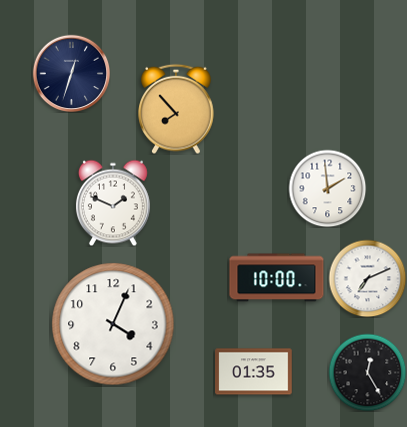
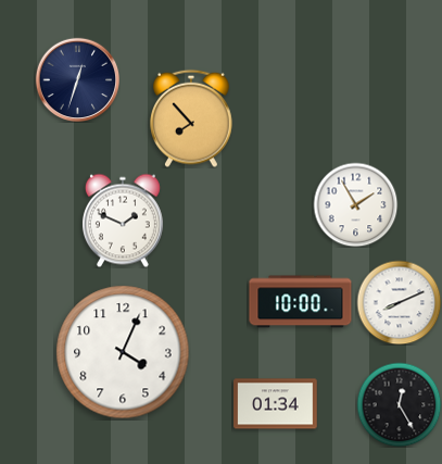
clock at (327, 188): 1:59 -> 1:55
clock at (367, 278): 7:11 -> 8:11
clock at (254, 372): 01:35 -> 01:34
